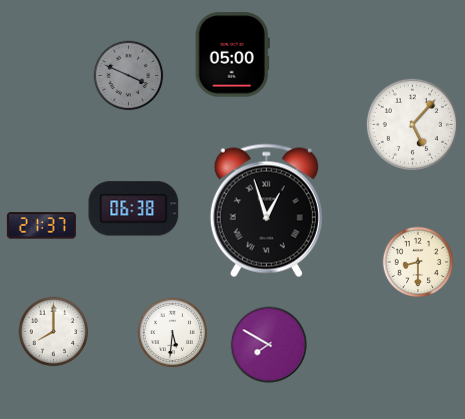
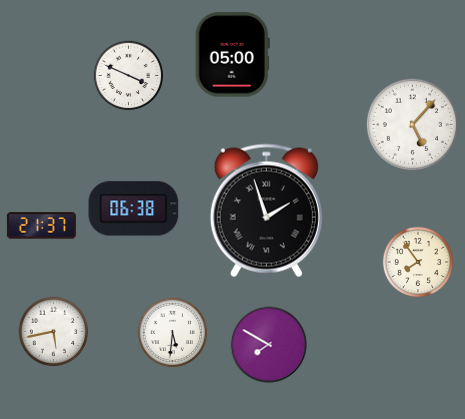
clock at (129, 76) dial: grey -> white
clock at (266, 211): 12:57 -> 1:57
clock at (418, 262): 8:30 -> 7:54
clock at (54, 332): 8:00 -> 5:43
